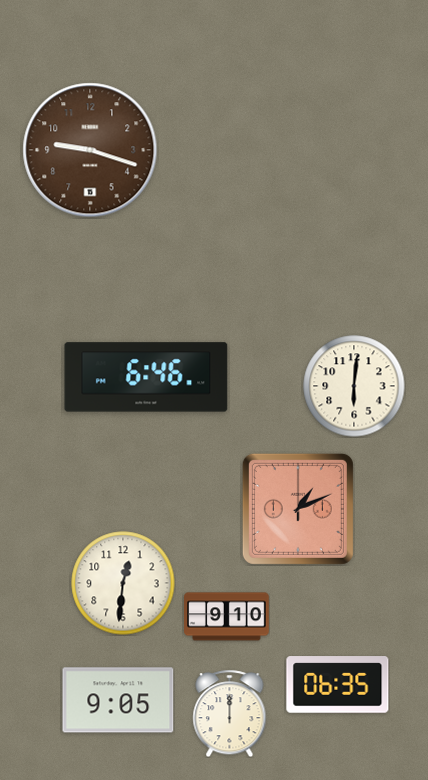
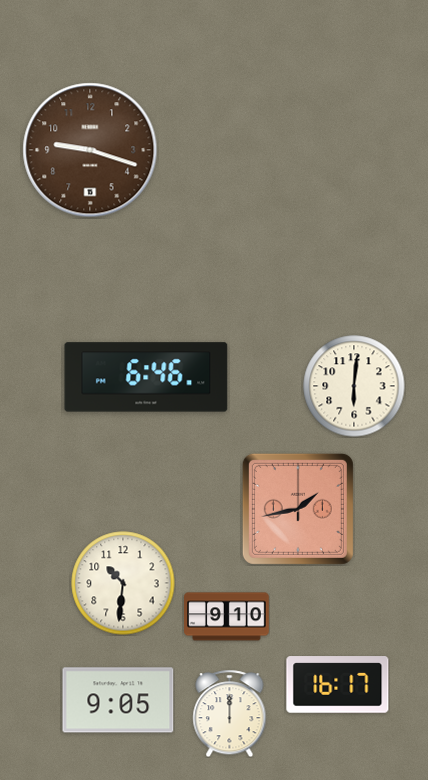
clock at (298, 509): 1:11 -> 1:43
clock at (123, 583): 12:31 -> 10:31
clock at (338, 685): 06:35 -> 16:17
